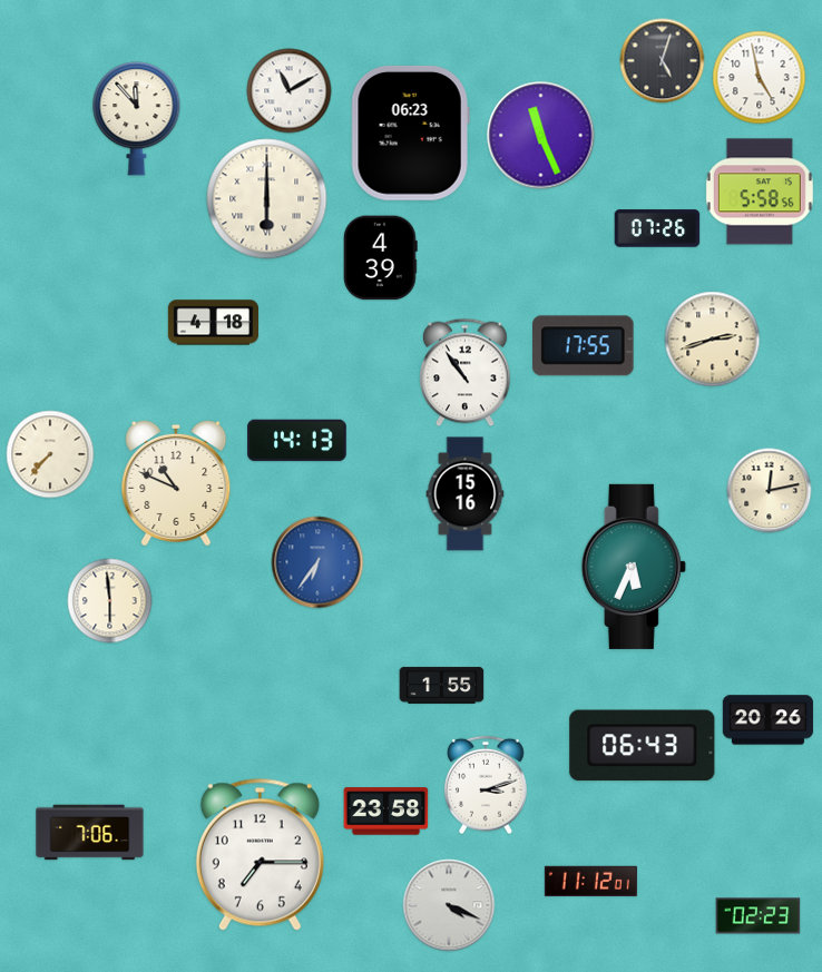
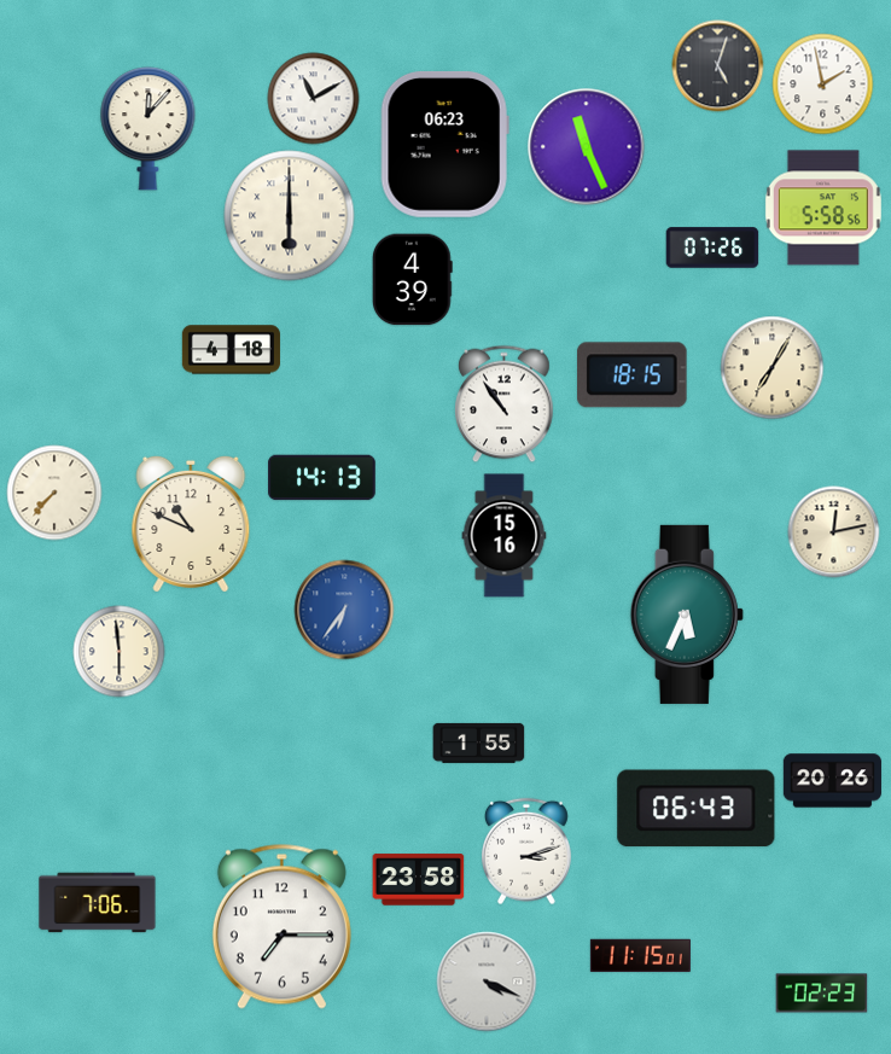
clock at (760, 78): 4:58 -> 1:58
clock at (137, 119): 11:53 -> 12:07
clock at (713, 340): 2:42 -> 7:05
clock at (584, 346): 17:55 -> 18:15
clock at (590, 881): 11:12 -> 11:15
